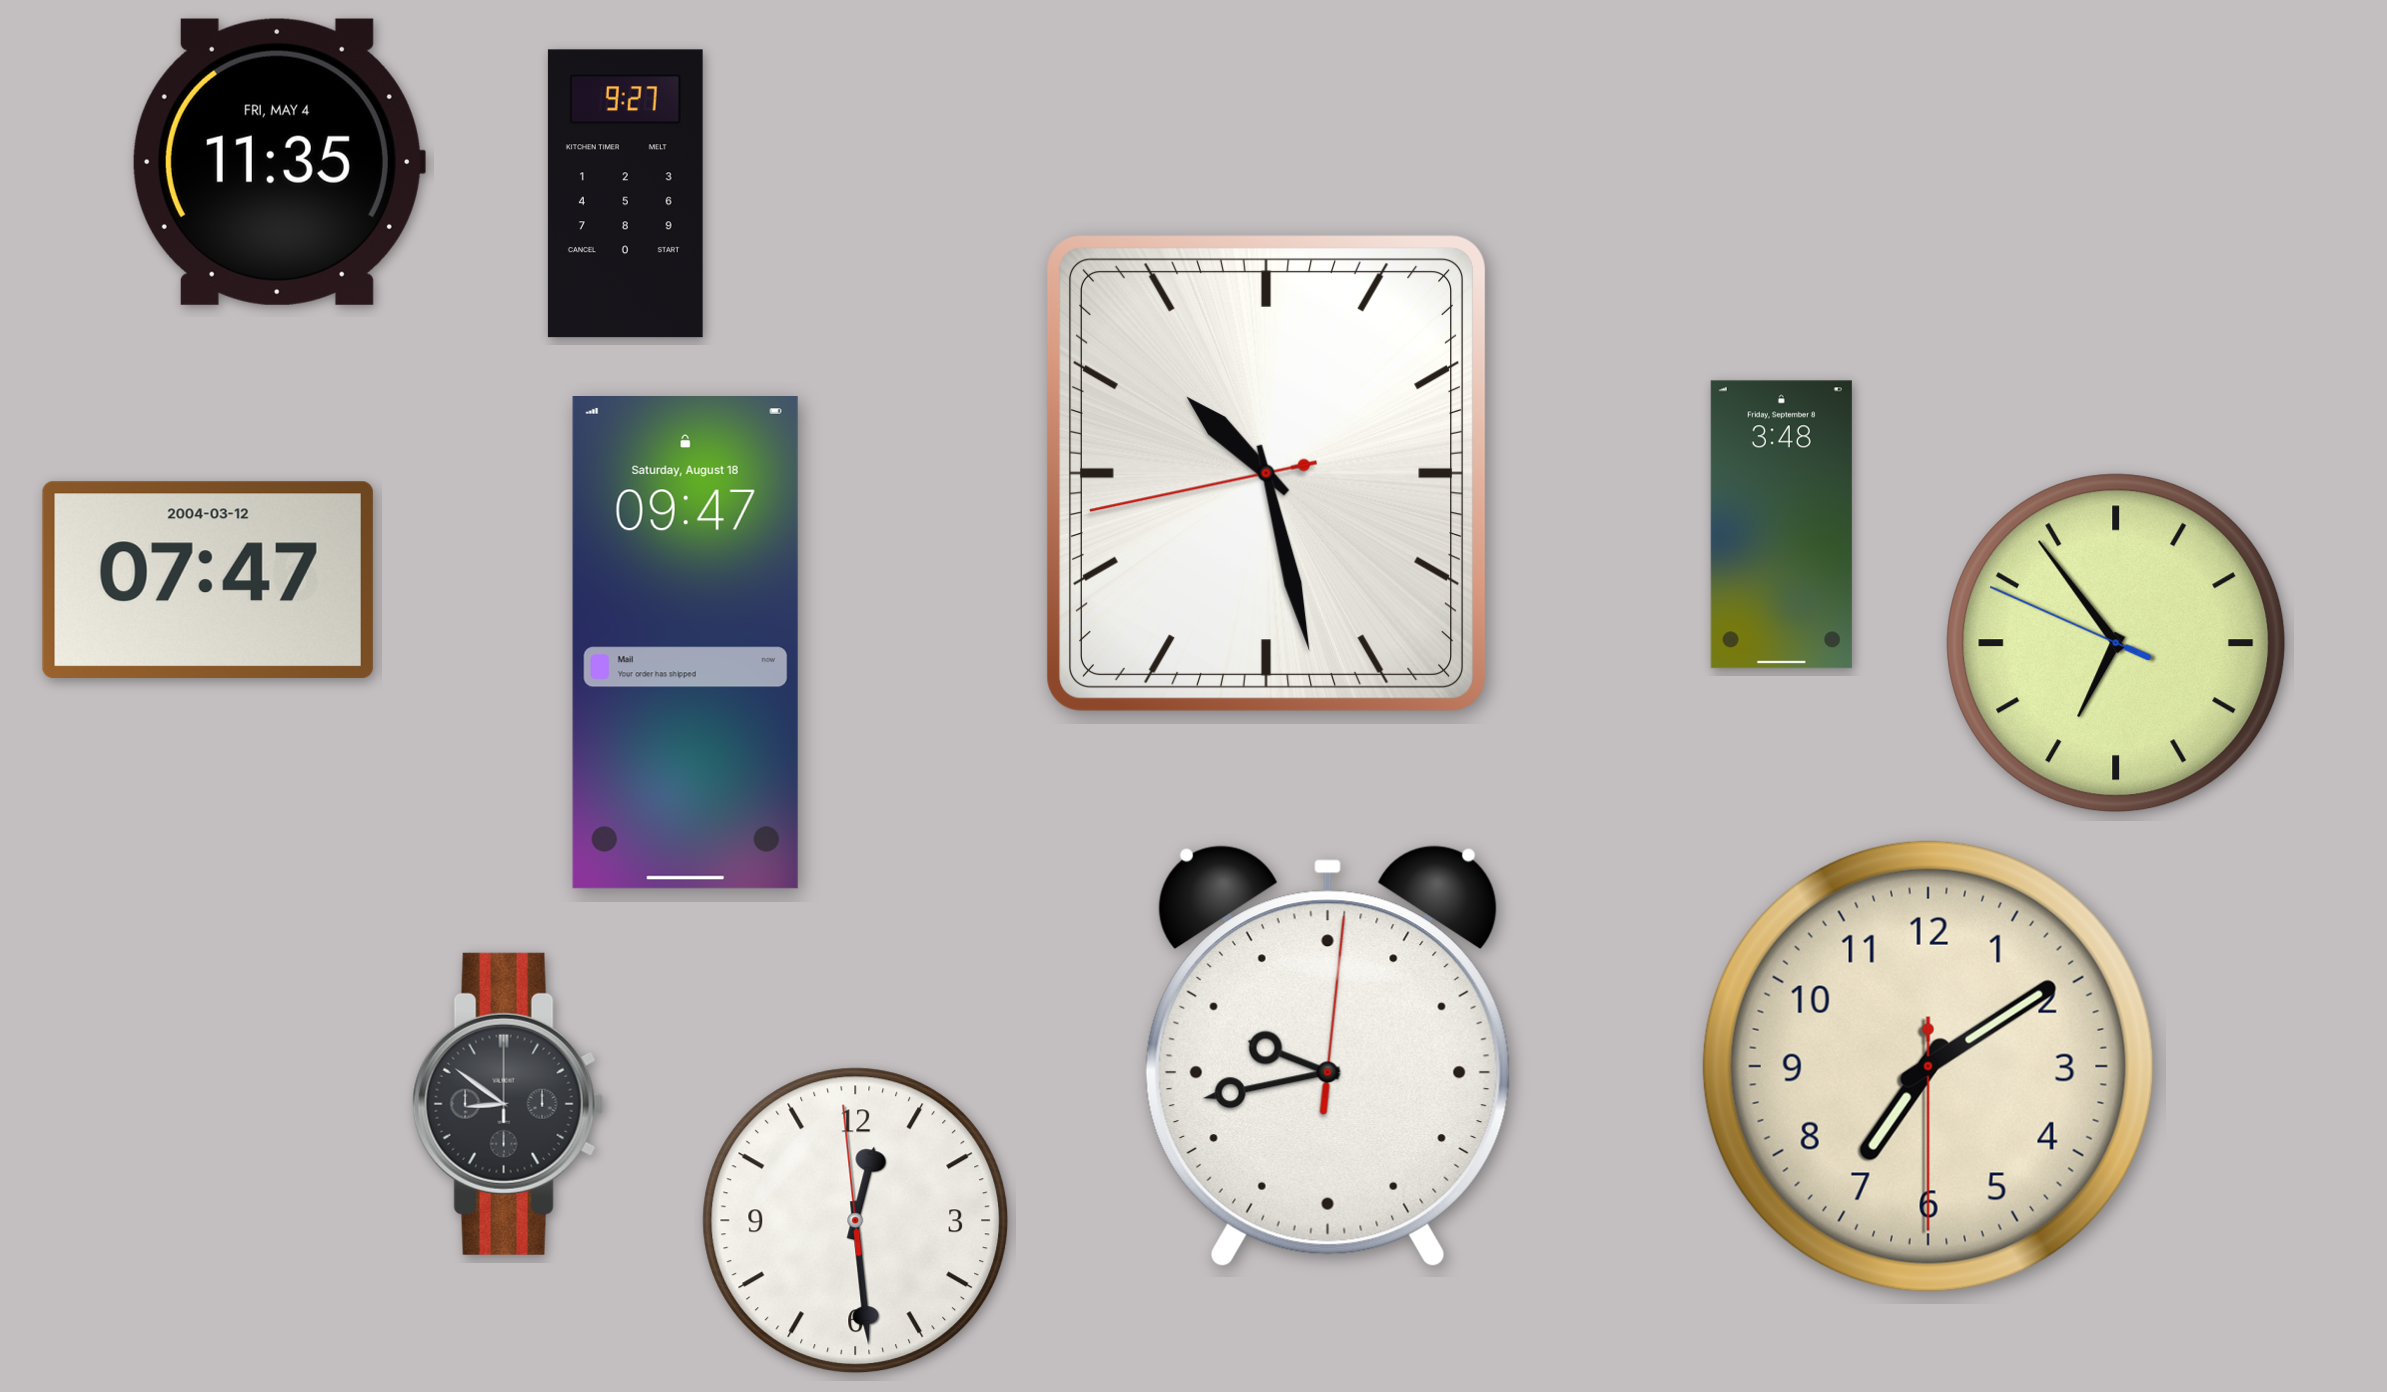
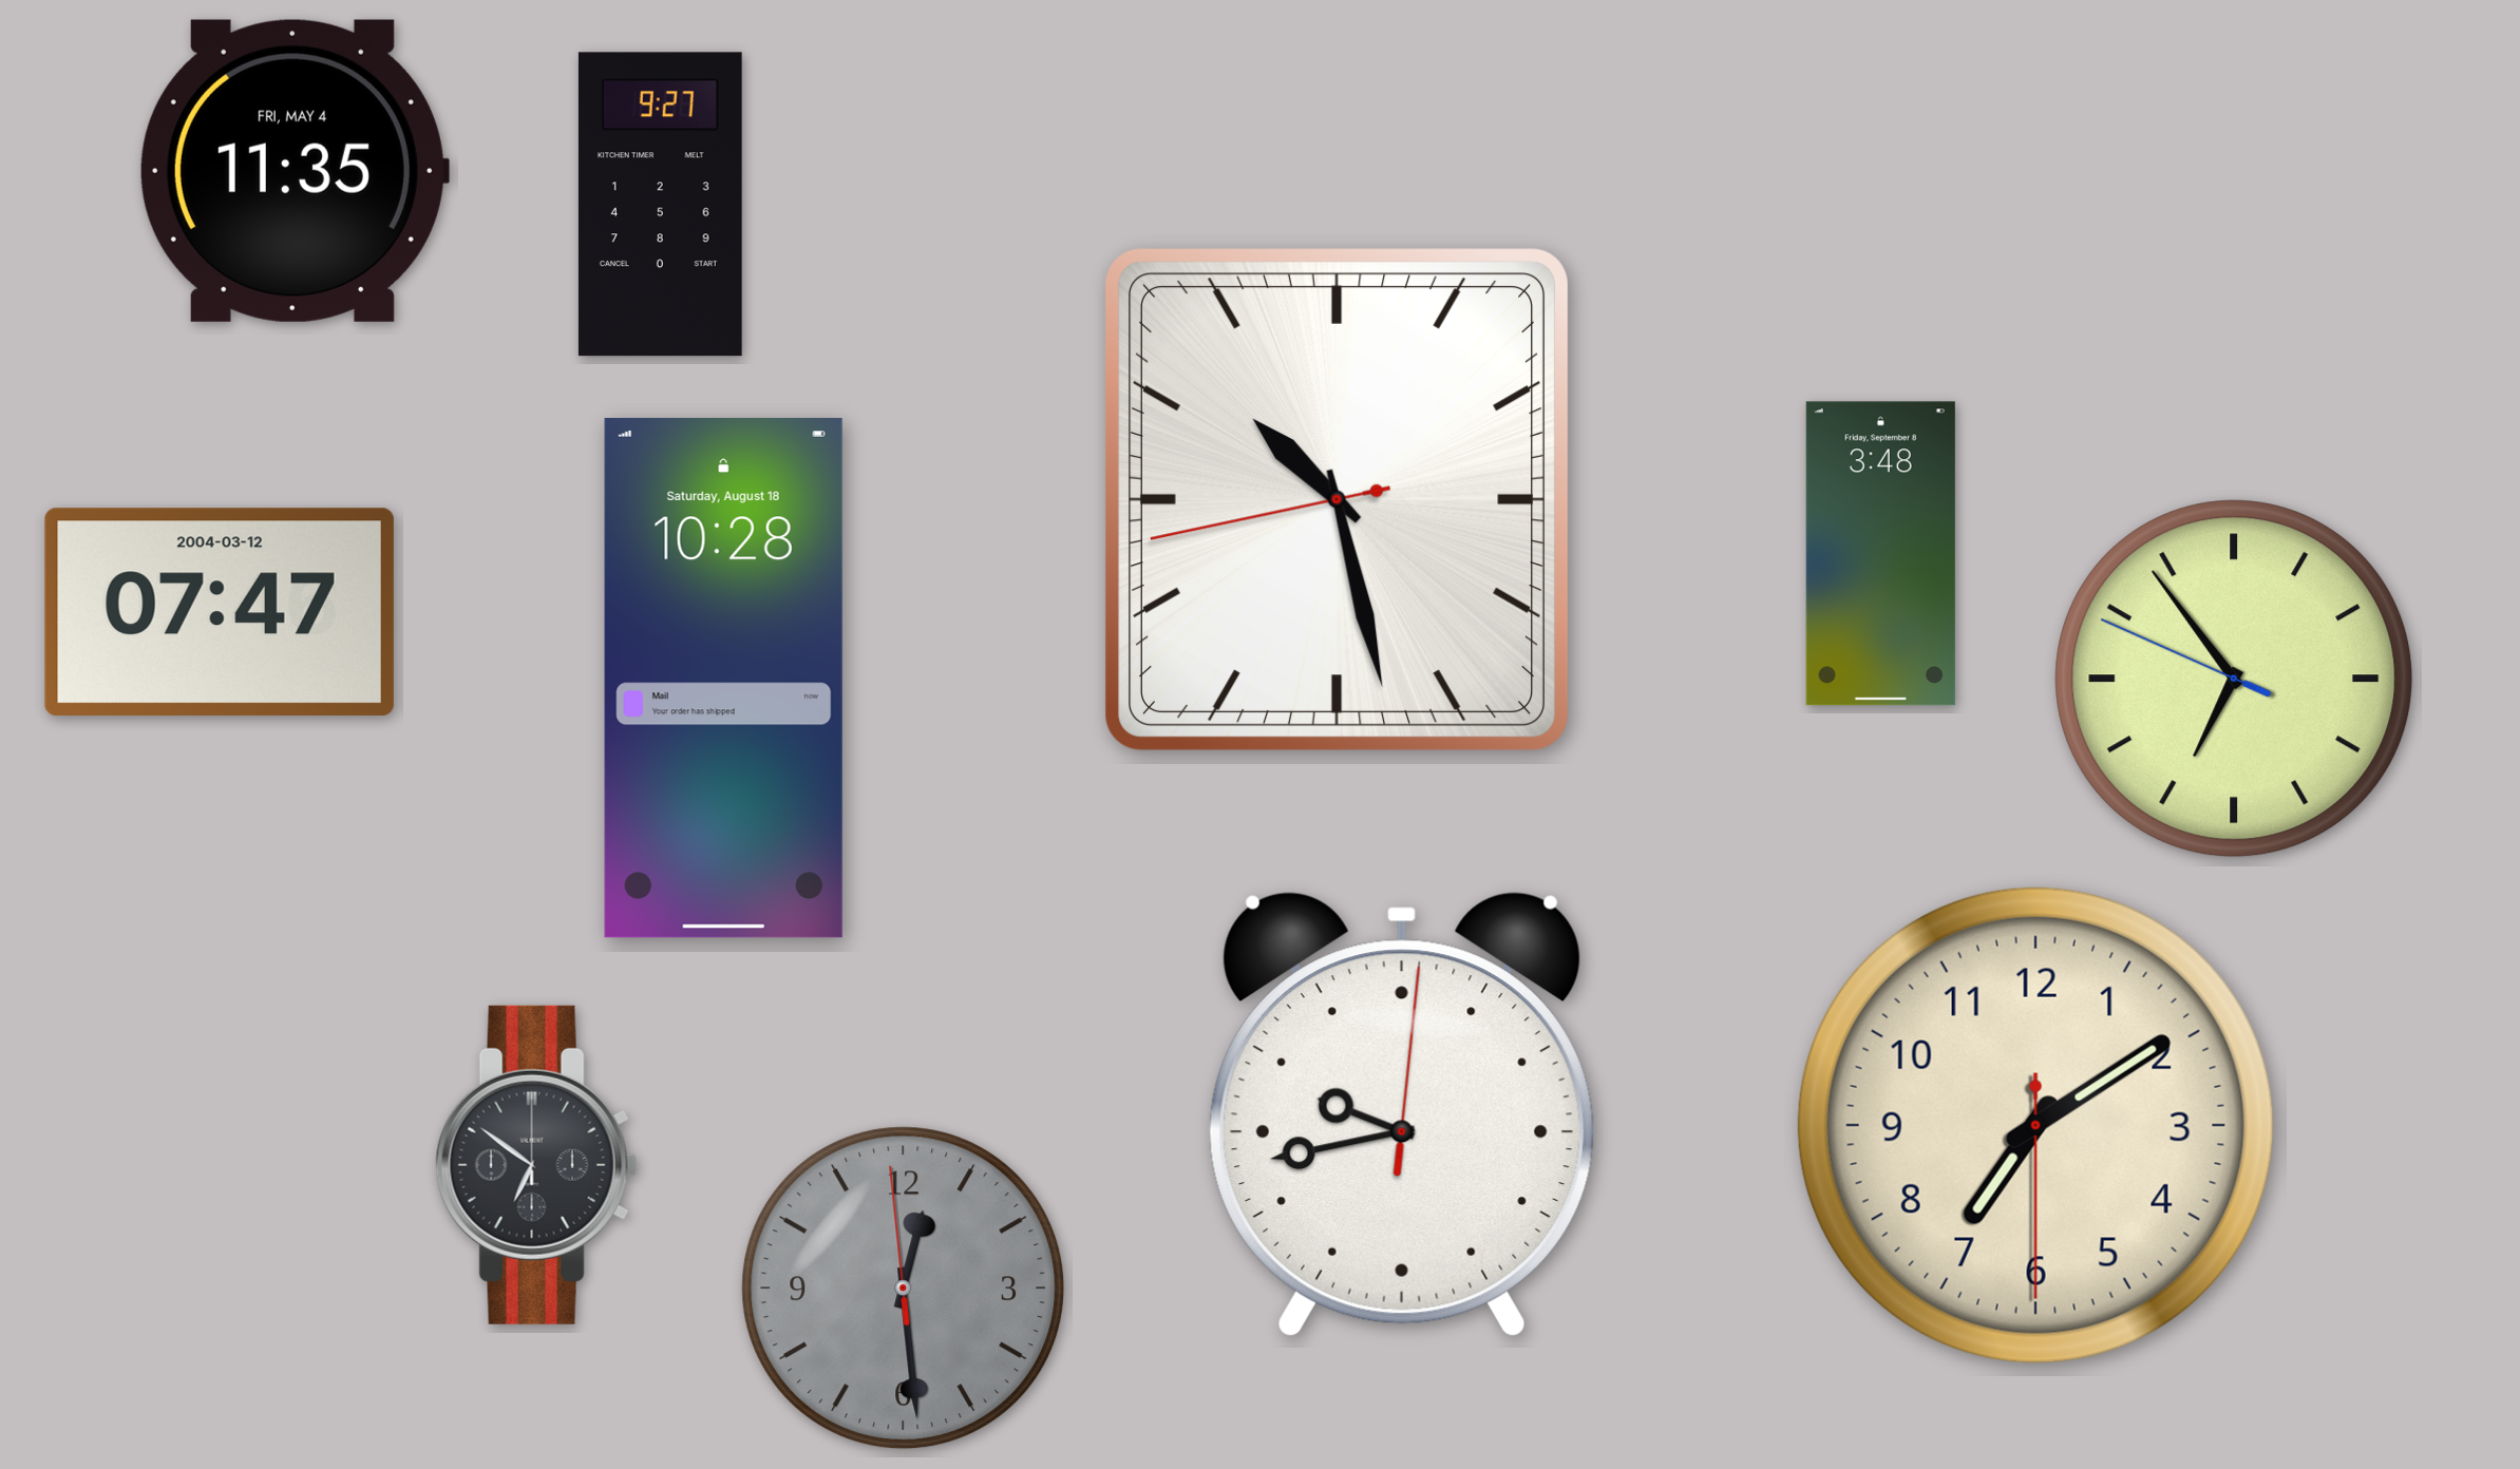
clock at (685, 643): 09:47 -> 10:28
clock at (508, 1104): 8:51 -> 6:51
clock at (856, 1221) dial: white -> grey
